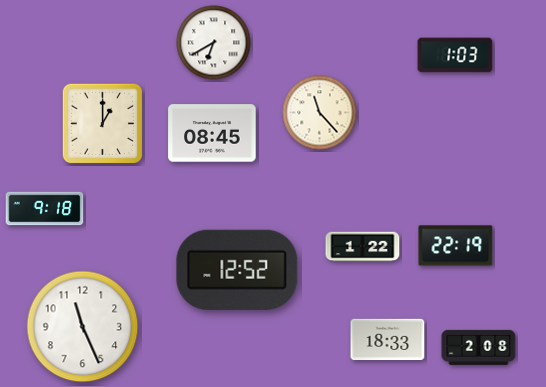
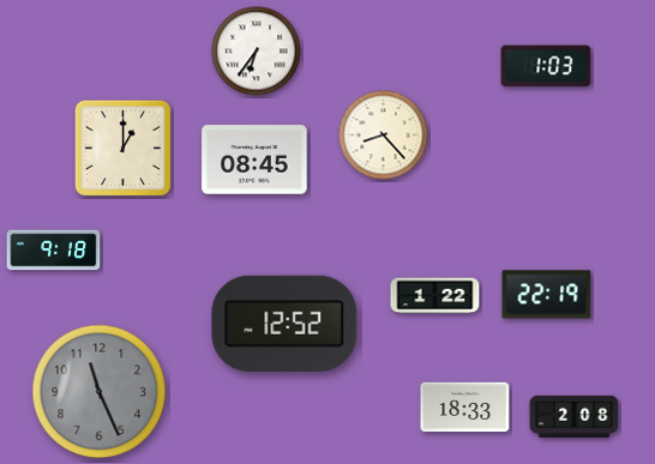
clock at (214, 43): 6:40 -> 6:36
clock at (320, 113): 11:23 -> 8:23
clock at (83, 327) dial: white -> grey
